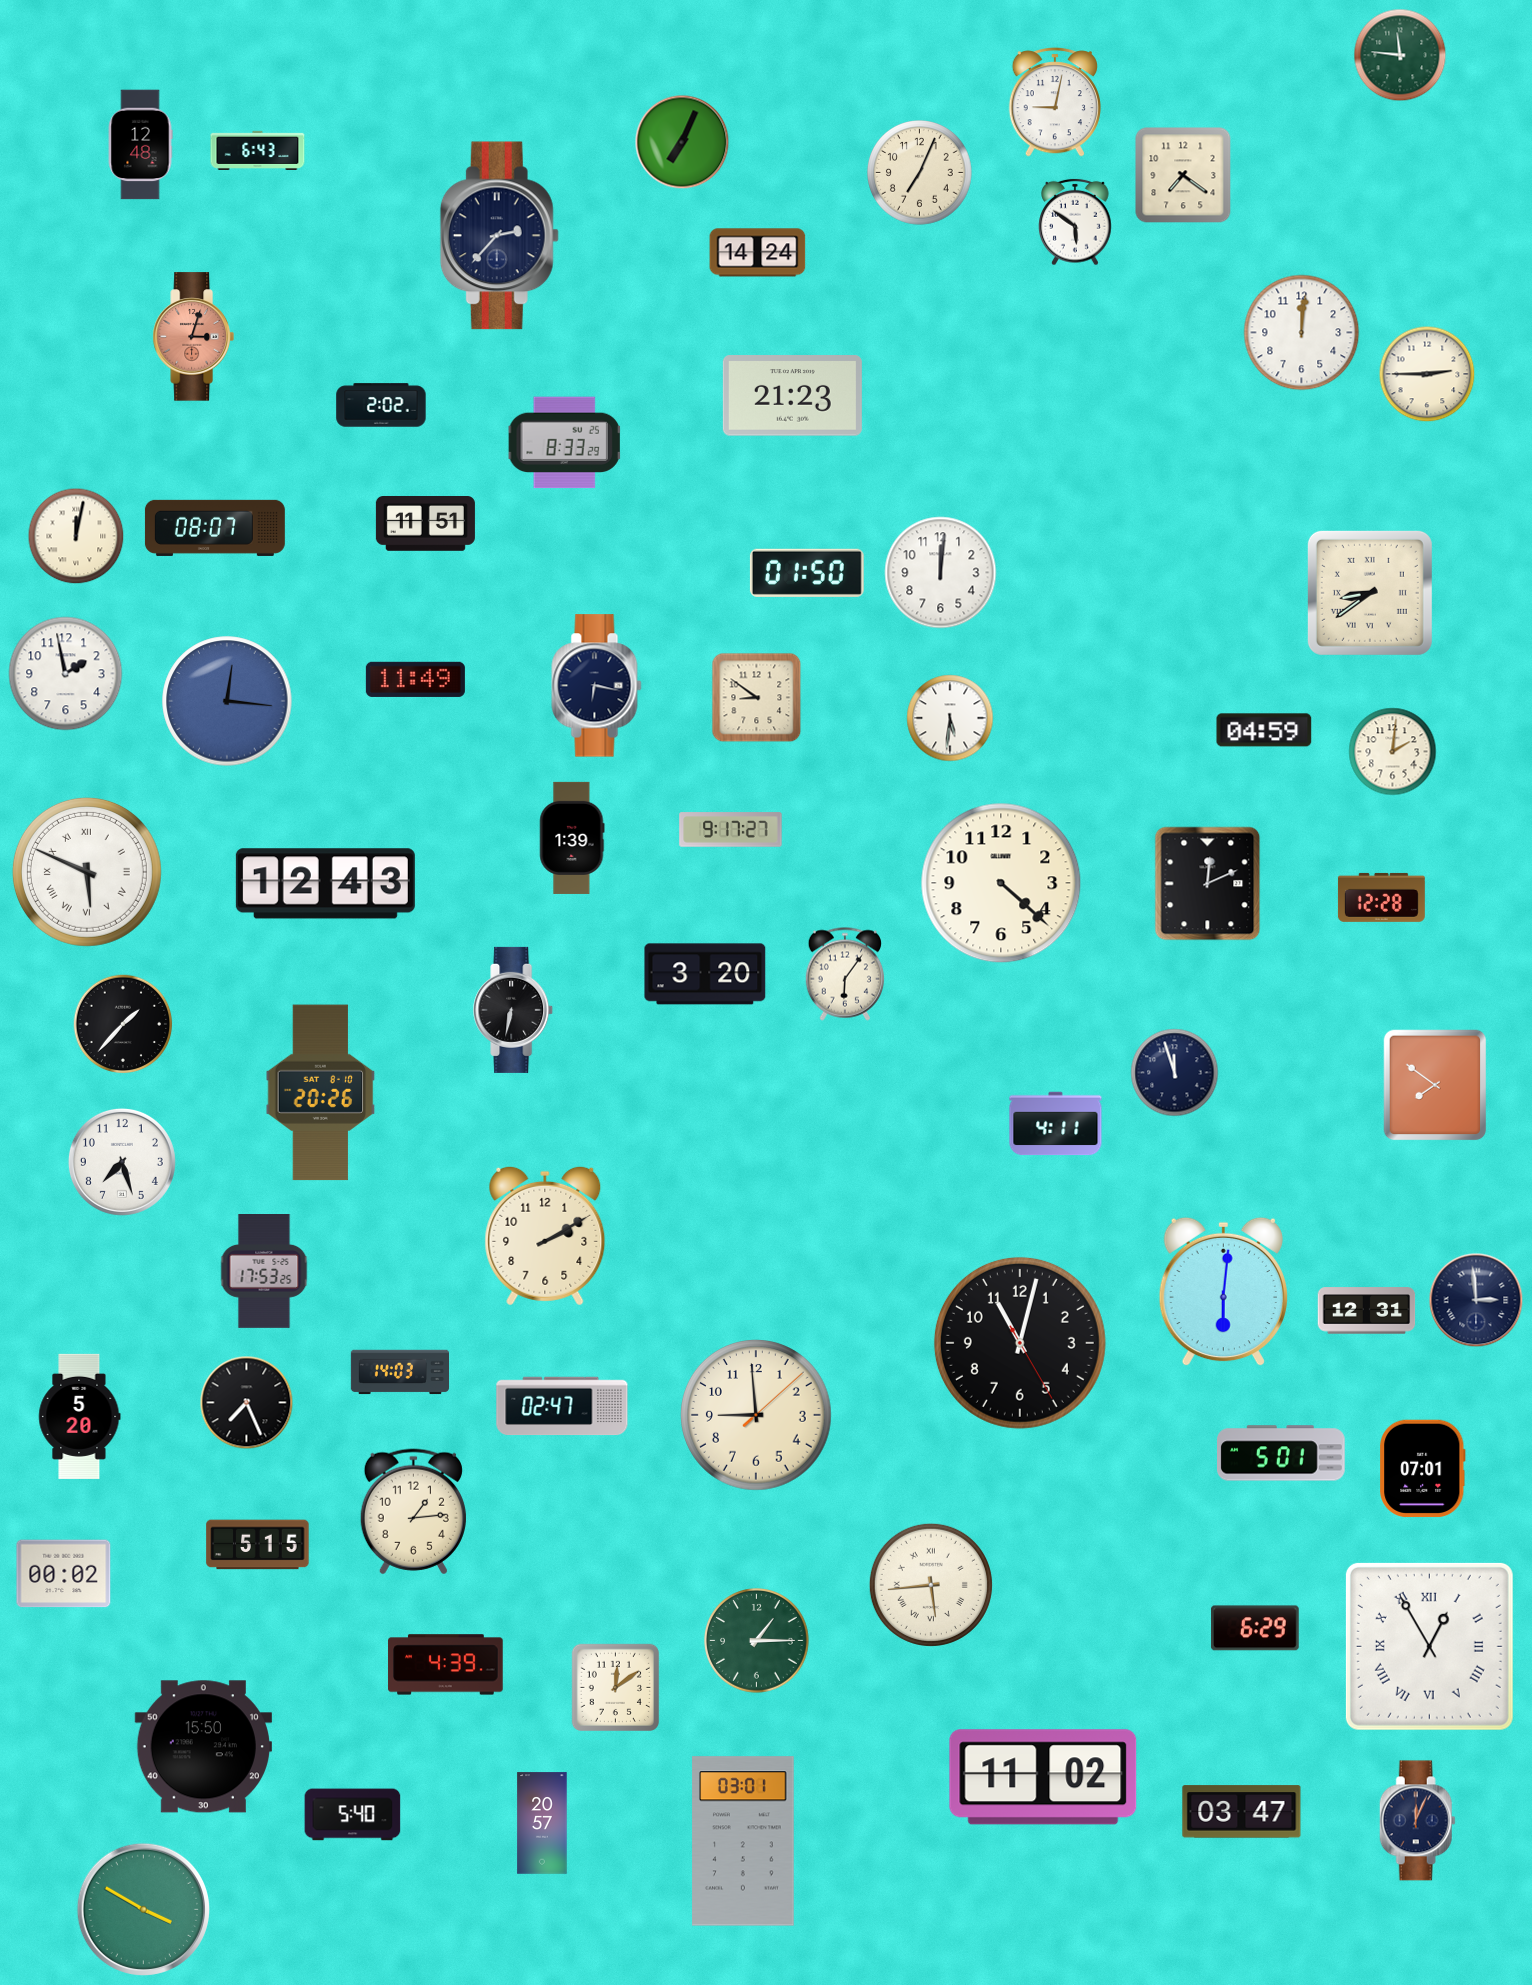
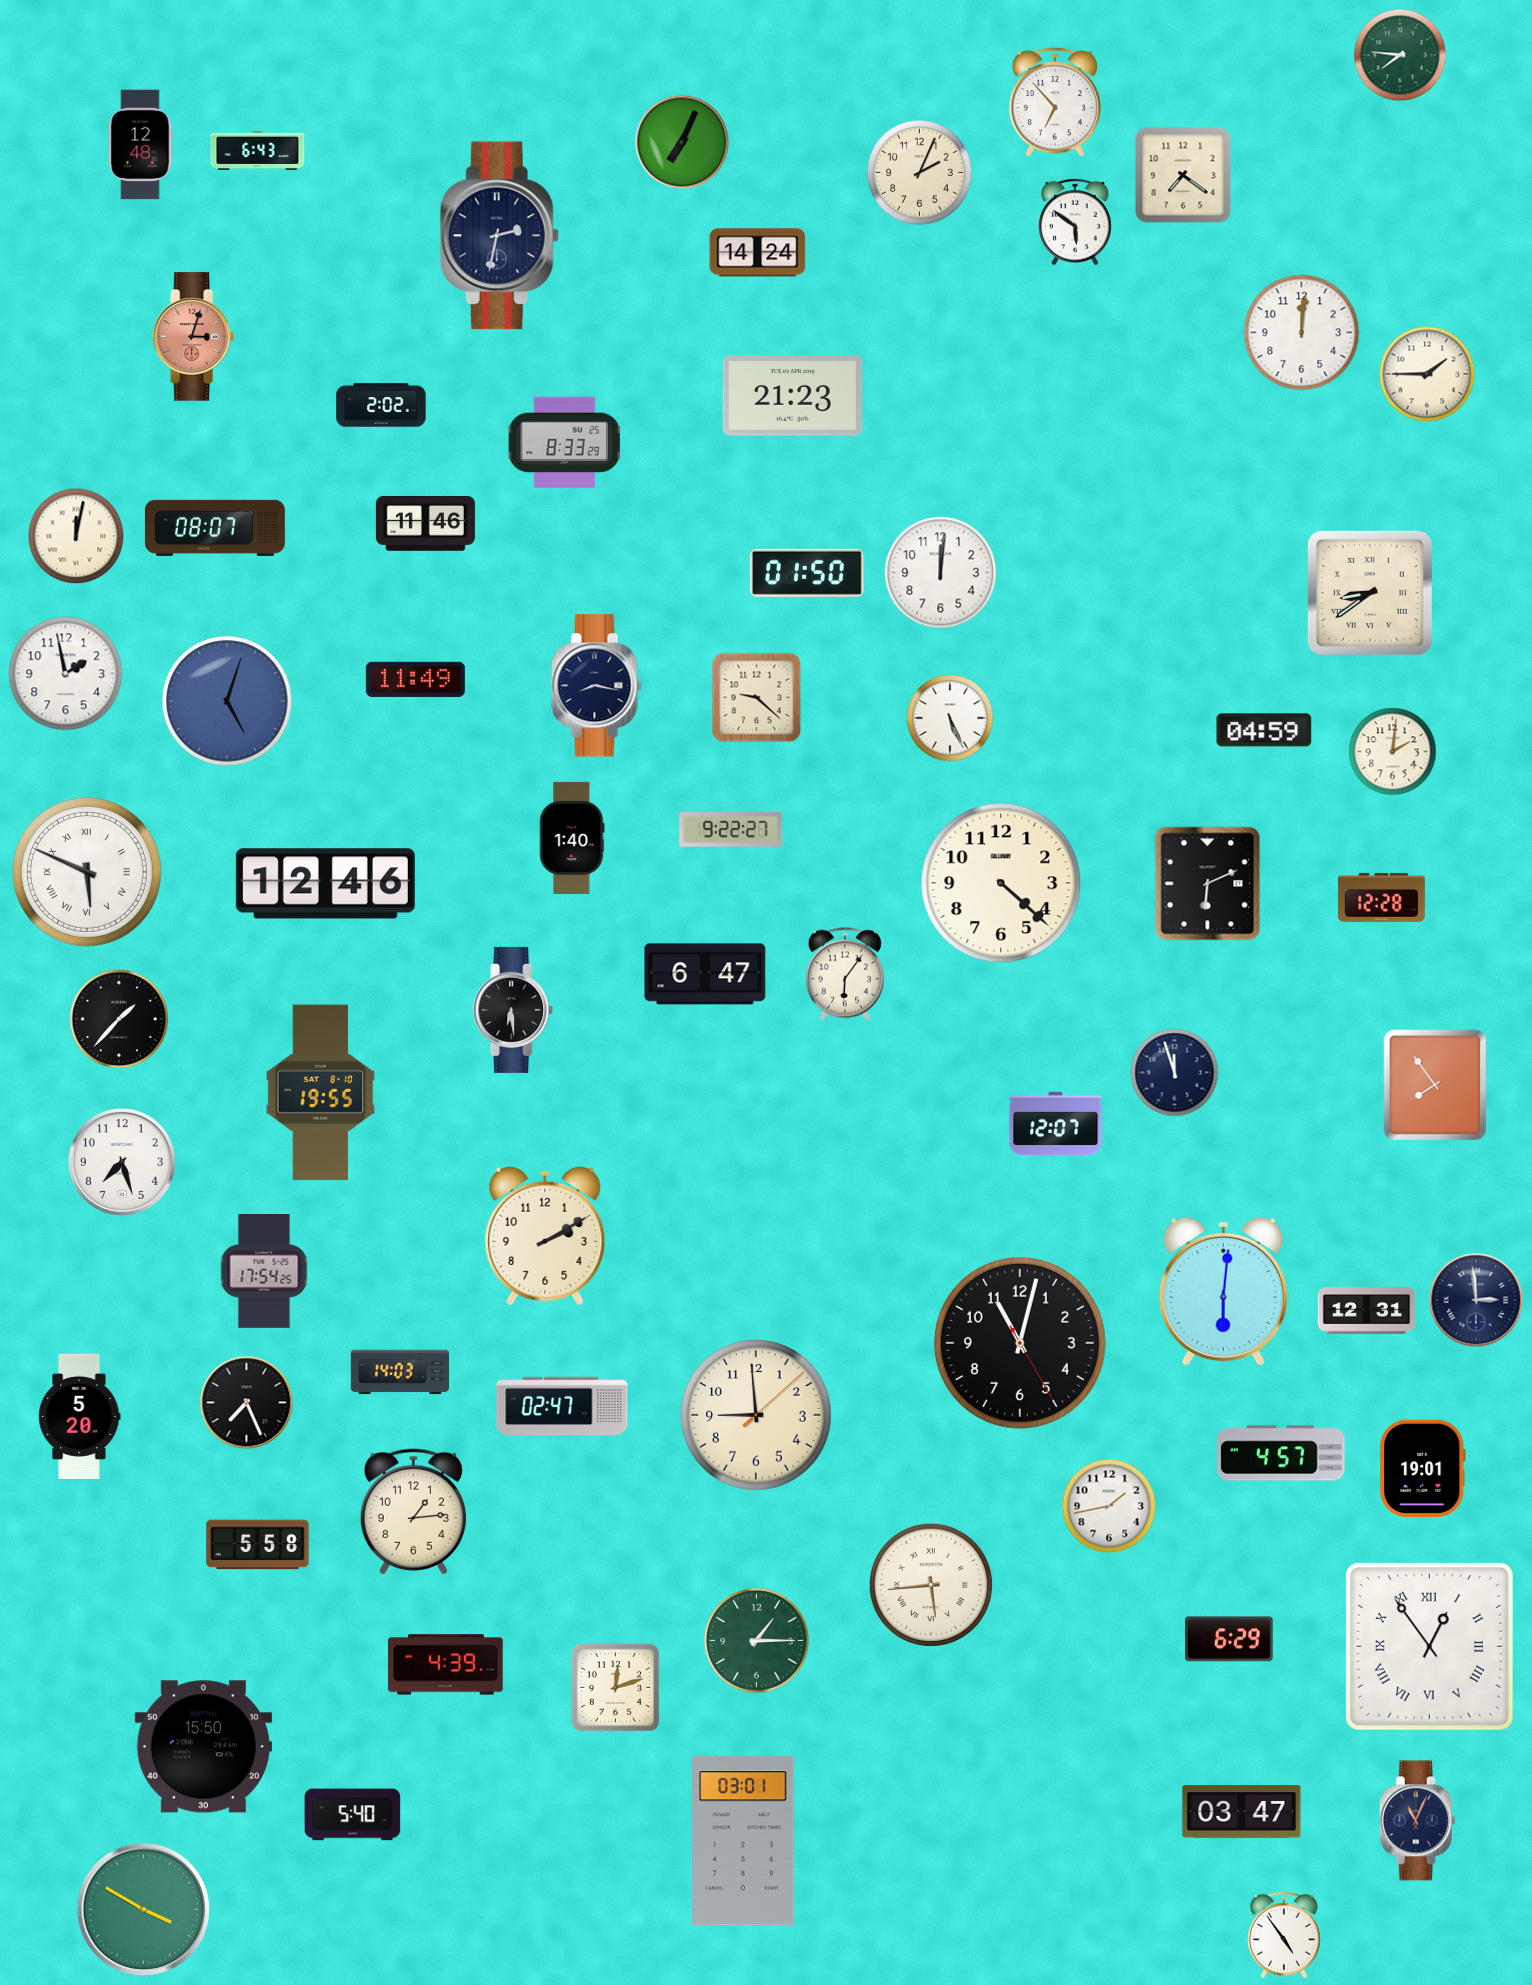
clock at (1400, 55): 11:46 -> 7:46
clock at (1055, 102): 9:02 -> 6:53
clock at (920, 173): 7:04 -> 2:04
clock at (499, 236): 2:37 -> 2:32
clock at (1427, 374): 2:45 -> 1:45
clock at (425, 524): 11:51 -> 11:46
clock at (597, 686): 6:17 -> 8:17
clock at (757, 698): 8:51 -> 9:22
clock at (227, 701): 12:16 -> 5:03
clock at (950, 718): 5:31 -> 5:26
clock at (731, 830): 9:17 -> 9:22
clock at (572, 838): 1:39 -> 1:40
clock at (325, 884): 12:43 -> 12:46
clock at (1208, 884): 12:11 -> 6:11
clock at (705, 974): 3:20 -> 6:47
clock at (514, 1010): 6:32 -> 6:29
clock at (123, 1024) position: (123, 1024) -> (119, 1019)
clock at (1435, 1085): 7:51 -> 7:54
clock at (321, 1093): 20:26 -> 19:55
clock at (1056, 1124): 4:11 -> 12:07
clock at (264, 1272): 17:53 -> 17:54
clock at (1281, 1453): 5:01 -> 4:57
clock at (1423, 1469): 07:01 -> 19:01
clock at (1109, 1506): none -> 1:43
clock at (258, 1545): 5:15 -> 5:58
clock at (64, 1574): 00:02 -> none
clock at (1256, 1628) position: (1256, 1628) -> (1230, 1639)
clock at (1429, 1646): 12:55 -> 12:54
clock at (615, 1687): 12:09 -> 12:12
clock at (1043, 1777): 11:02 -> none
clock at (1417, 1821): 12:04 -> 11:04
clock at (542, 1823): 20:57 -> none
clock at (1284, 1935): none -> 4:54
